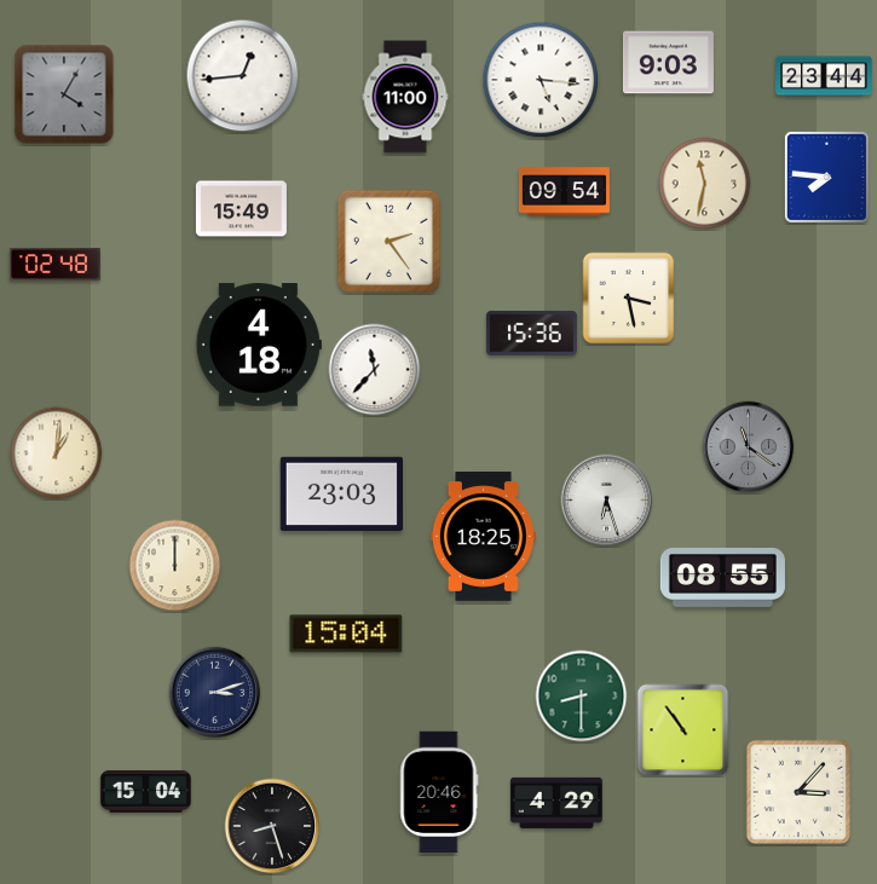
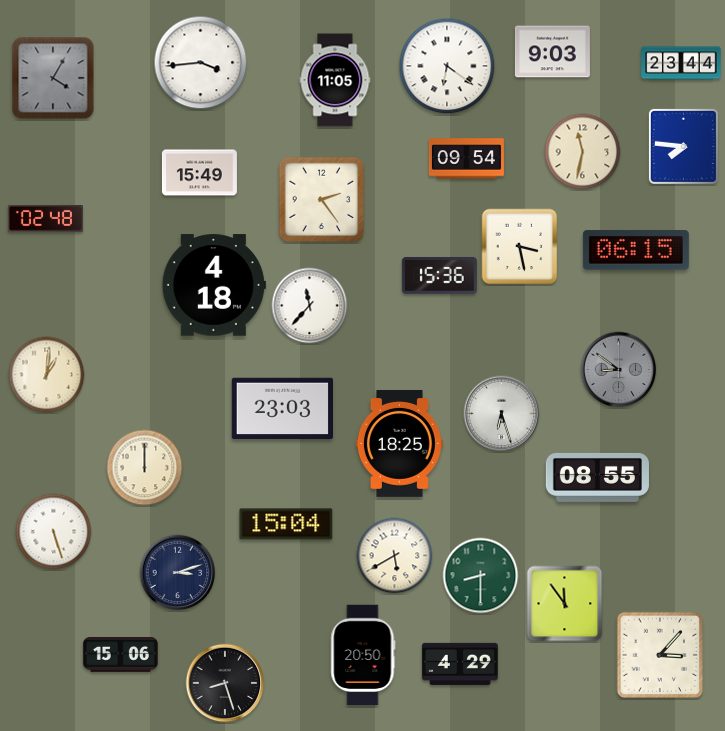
clock at (243, 76): 12:44 -> 3:44
clock at (541, 80): 5:16 -> 6:21
clock at (405, 97): 11:00 -> 11:05
clock at (636, 250): none -> 06:15
clock at (749, 447): 11:21 -> 8:51
clock at (54, 532): none -> 5:27
clock at (395, 556): none -> 5:40
clock at (683, 730): 10:54 -> 11:54
clock at (145, 791): 15:04 -> 15:06
clock at (439, 792): 20:46 -> 20:50
